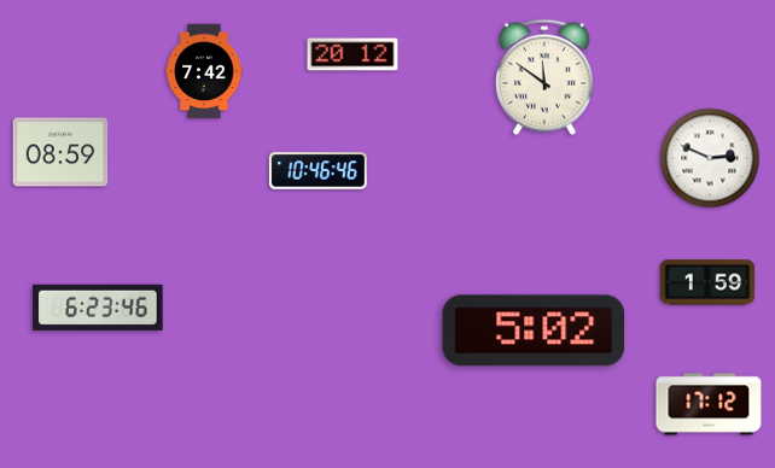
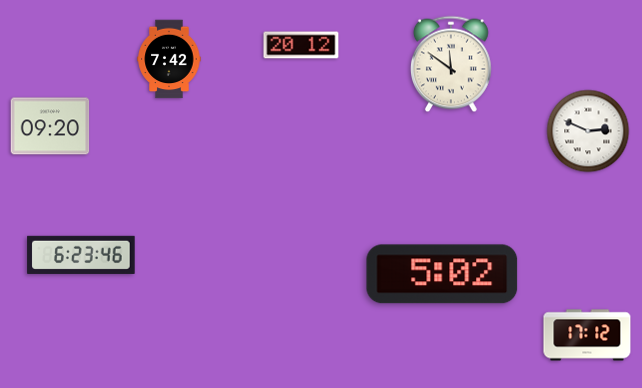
clock at (352, 54) position: (352, 54) -> (301, 45)
clock at (60, 152): 08:59 -> 09:20
clock at (317, 171): 10:46 -> none
clock at (707, 282): 1:59 -> none
